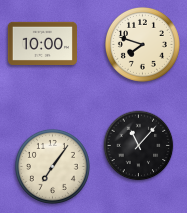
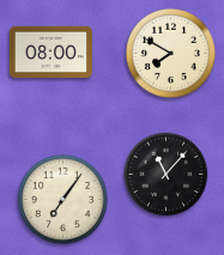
clock at (42, 43): 10:00 -> 08:00
clock at (142, 44): 7:48 -> 7:50
